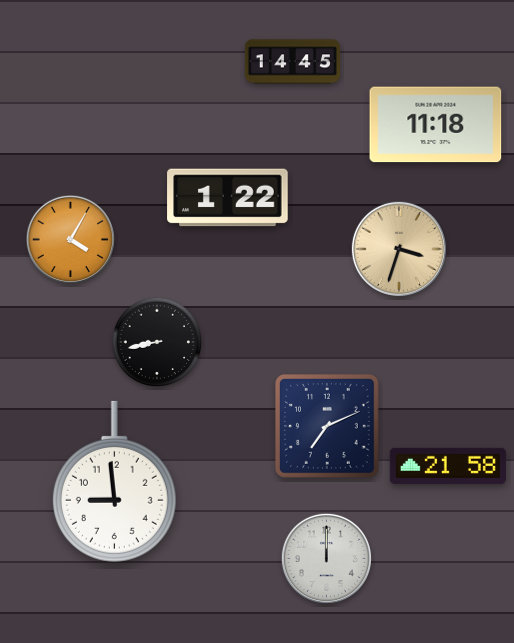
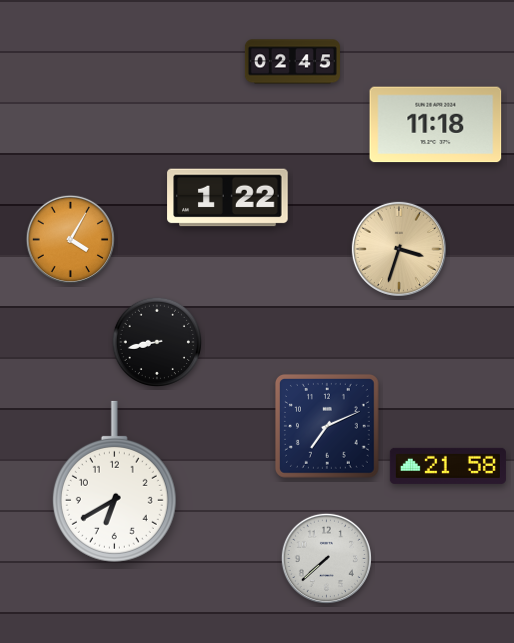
clock at (292, 62): 14:45 -> 02:45
clock at (114, 481): 8:59 -> 6:40
clock at (326, 558): 12:00 -> 7:38
